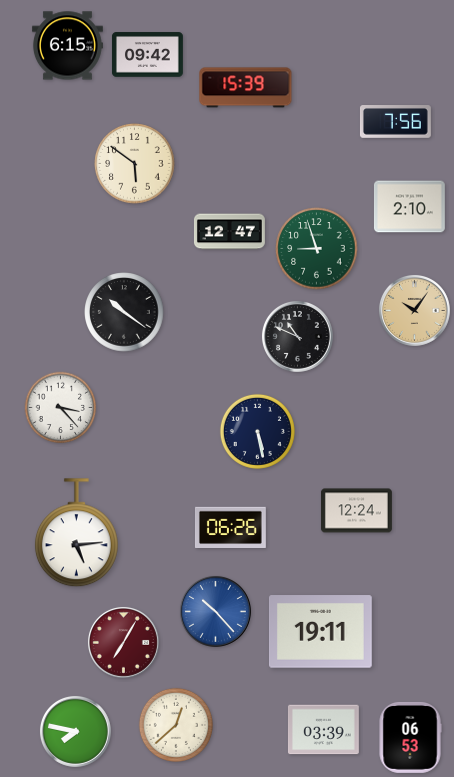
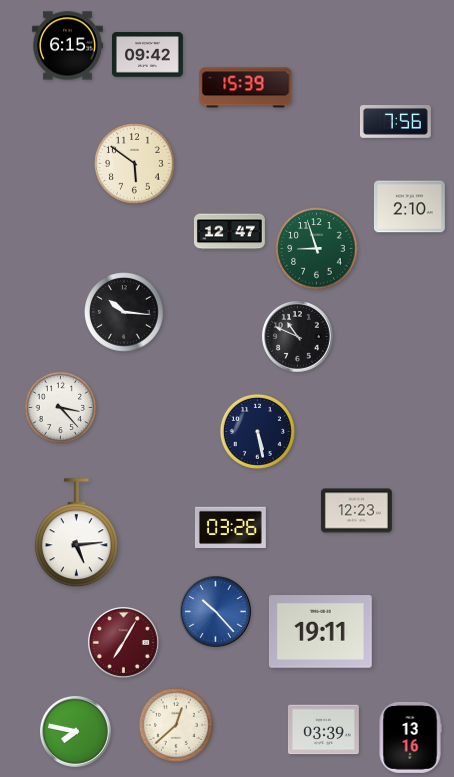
clock at (414, 310): 10:06 -> none
clock at (124, 312): 10:21 -> 10:16
clock at (356, 511): 12:24 -> 12:23
clock at (230, 527): 06:26 -> 03:26
clock at (410, 737): 06:53 -> 13:16
